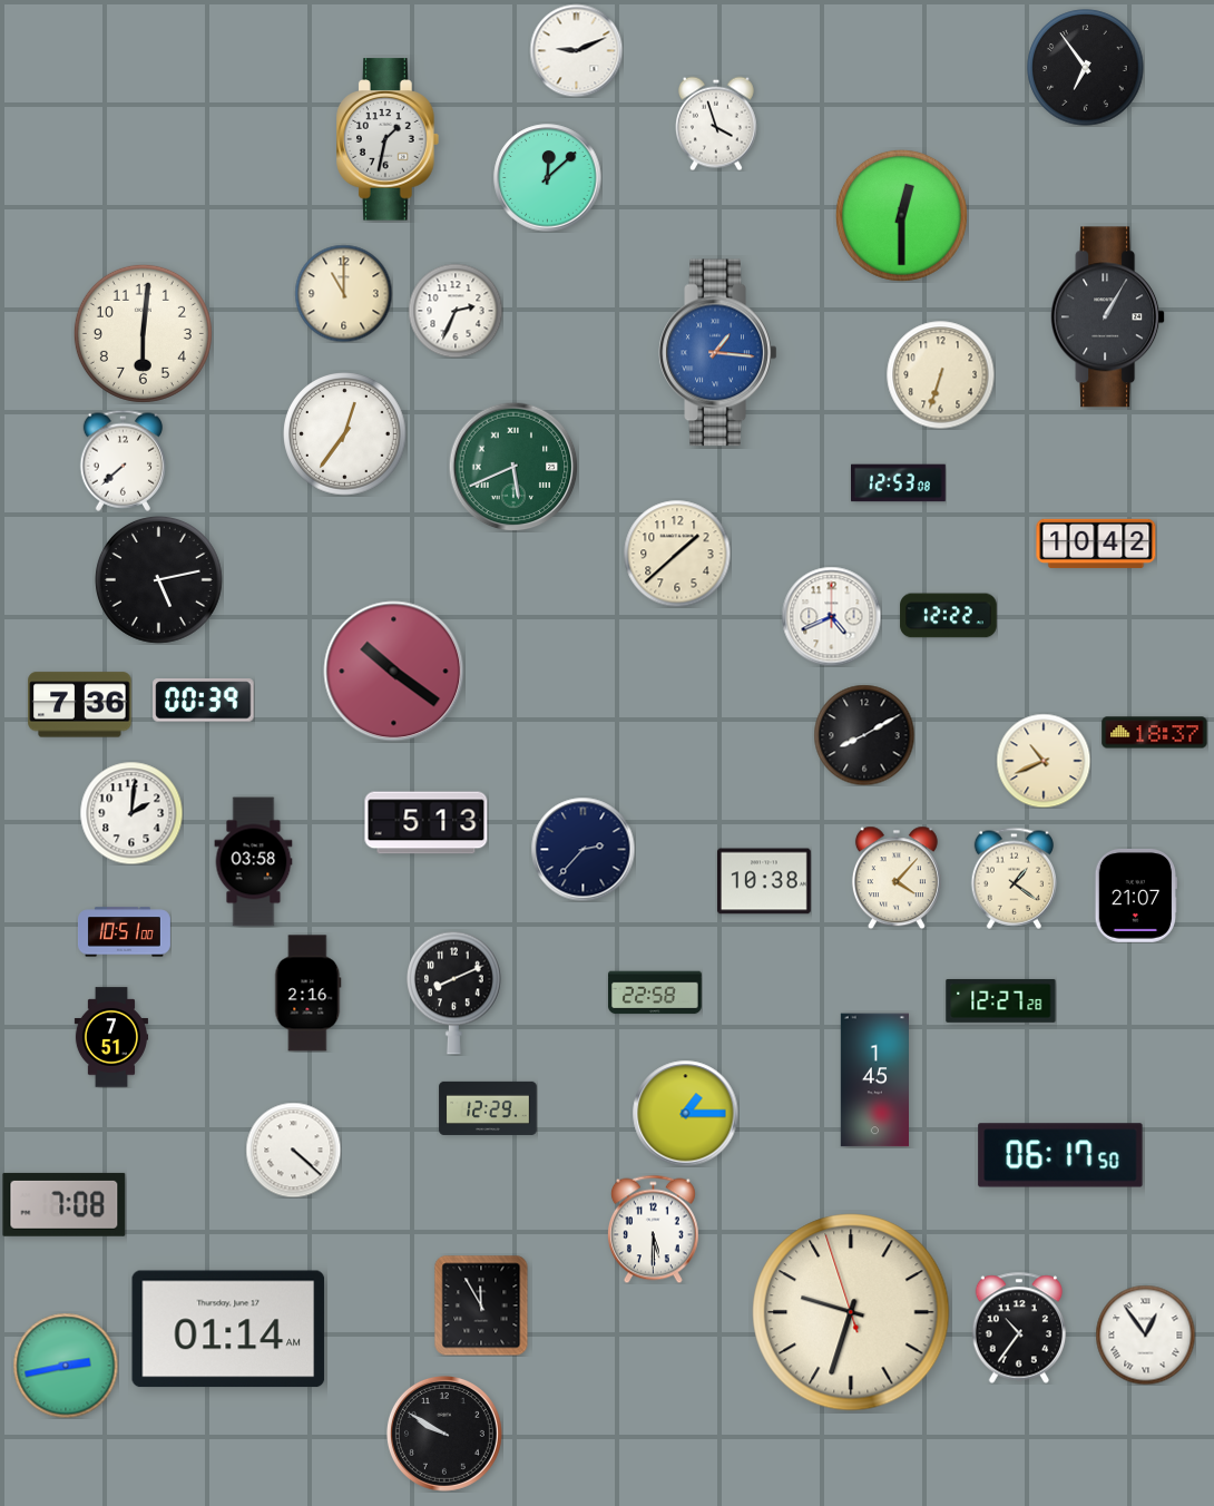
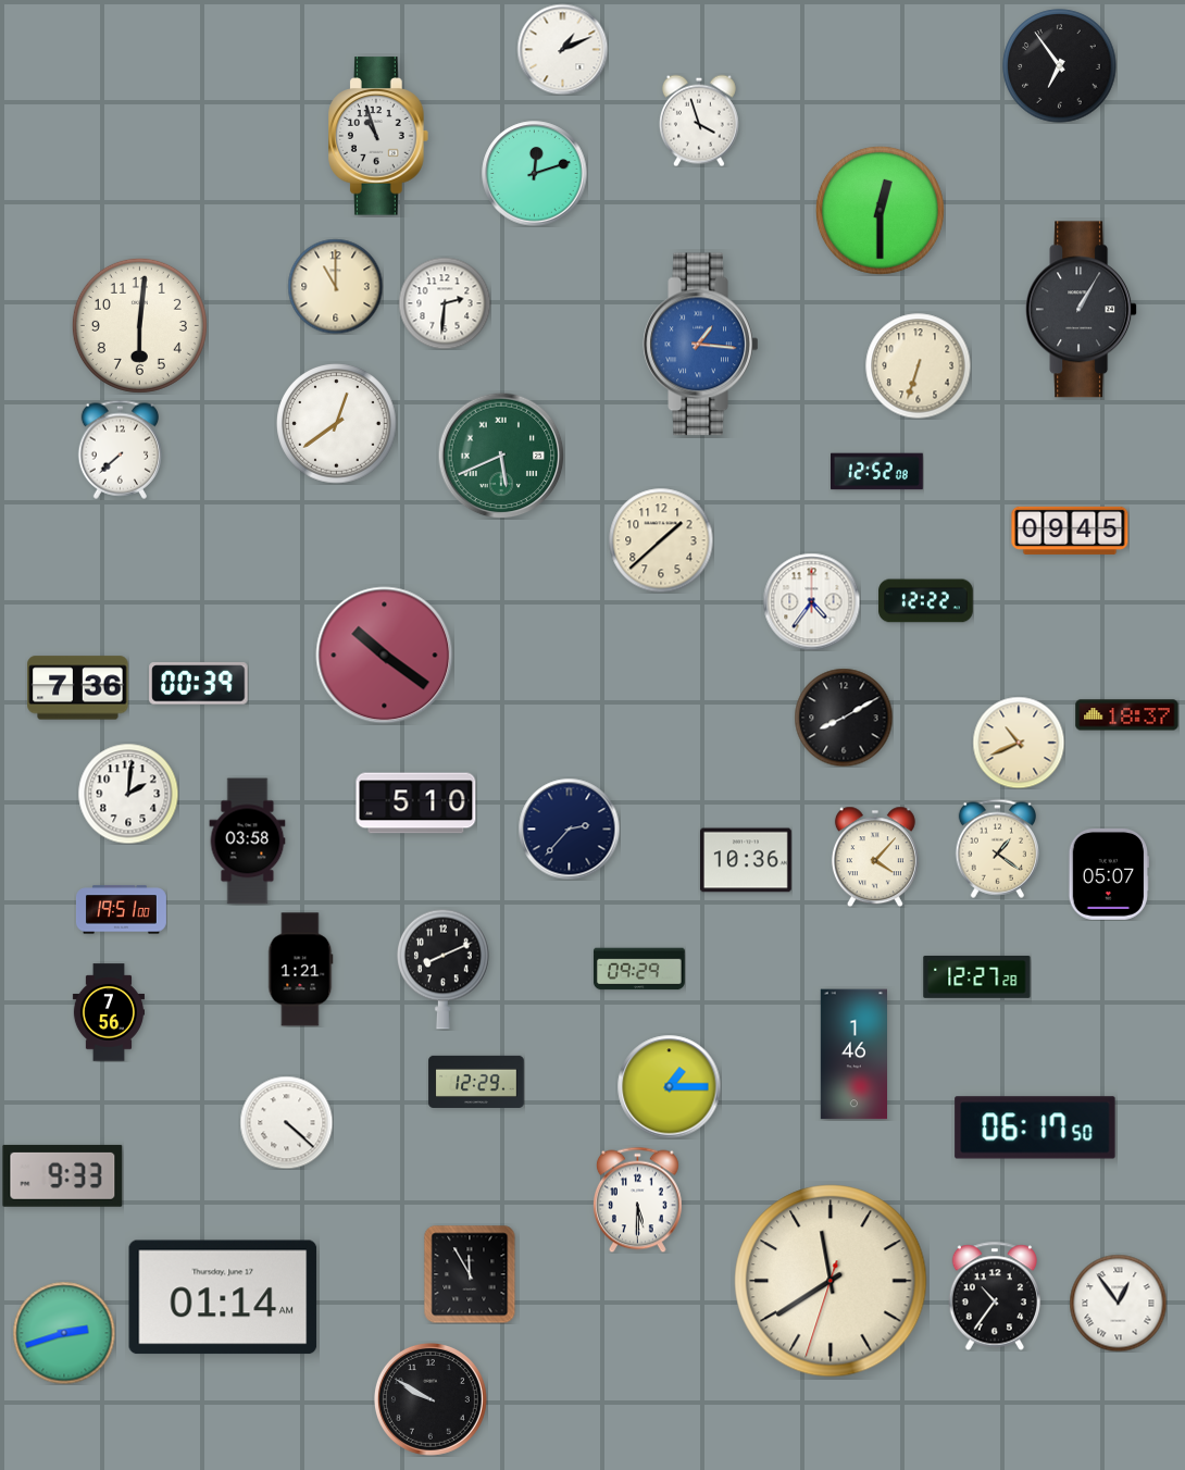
clock at (576, 50): 9:11 -> 1:11
clock at (389, 139): 1:32 -> 10:57
clock at (548, 178): 12:08 -> 12:12
clock at (456, 311): 2:34 -> 2:31
clock at (345, 434): 12:36 -> 12:39
clock at (899, 483): 12:53 -> 12:52
clock at (1096, 544): 10:42 -> 09:45
clock at (158, 579): 5:13 -> none
clock at (831, 616): 4:41 -> 4:36
clock at (427, 823): 5:13 -> 5:10
clock at (1015, 878) position: (1015, 878) -> (998, 848)
clock at (764, 881): 10:38 -> 10:36
clock at (1136, 896): 21:07 -> 05:07
clock at (124, 932): 10:51 -> 19:51
clock at (655, 992): 22:58 -> 09:29
clock at (309, 994): 2:16 -> 1:21
clock at (110, 1037): 7:51 -> 7:56
clock at (874, 1080): 1:45 -> 1:46
clock at (65, 1204): 7:08 -> 9:33
clock at (851, 1312): 9:32 -> 11:39
clock at (66, 1366): 2:43 -> 2:42
clock at (444, 1434) position: (444, 1434) -> (431, 1399)
